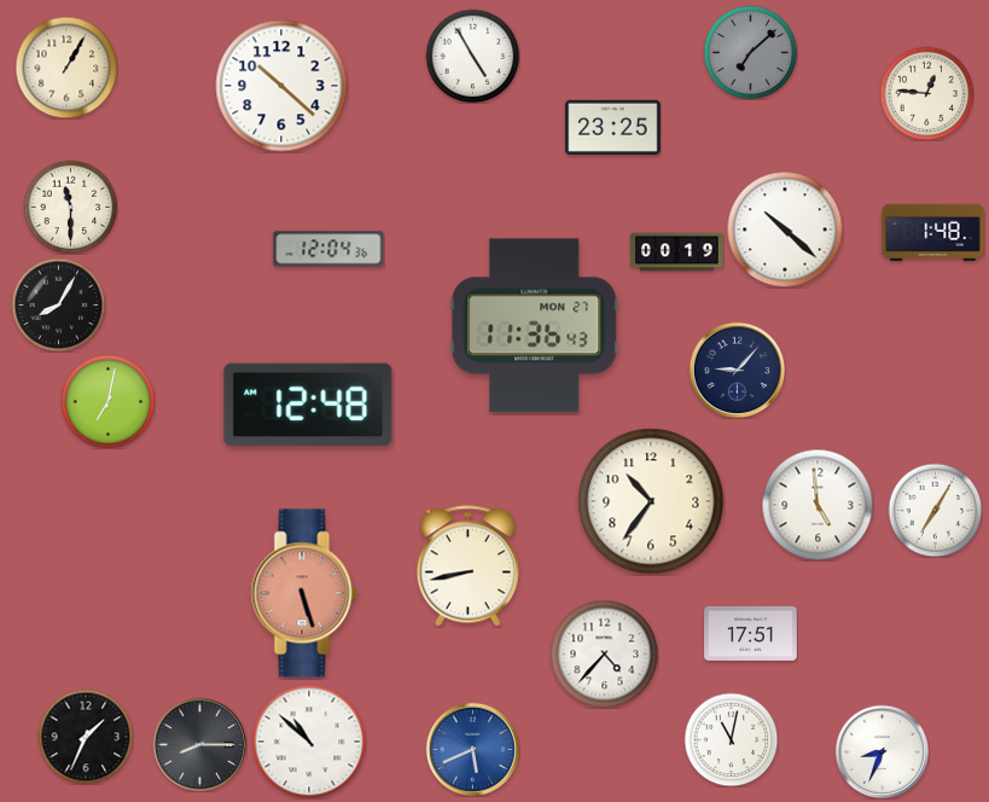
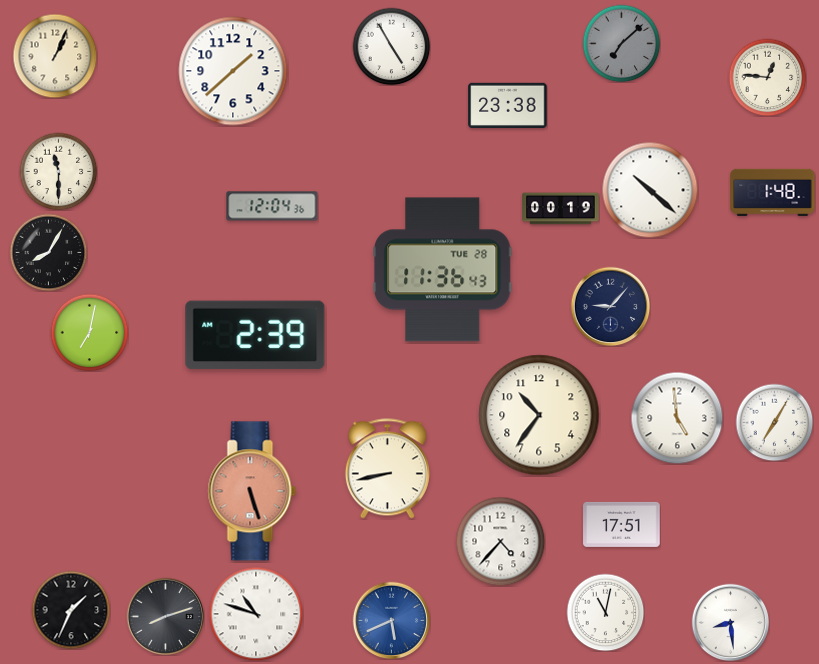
clock at (66, 68): 1:05 -> 1:04
clock at (281, 86): 10:22 -> 1:38
clock at (613, 127): 23:25 -> 23:38
clock at (535, 326) date: MON 27 -> TUE 28
clock at (308, 405): 12:48 -> 2:39
clock at (309, 742): 10:52 -> 10:48
clock at (199, 744): 8:15 -> 8:12
clock at (882, 751): 8:34 -> 8:29
